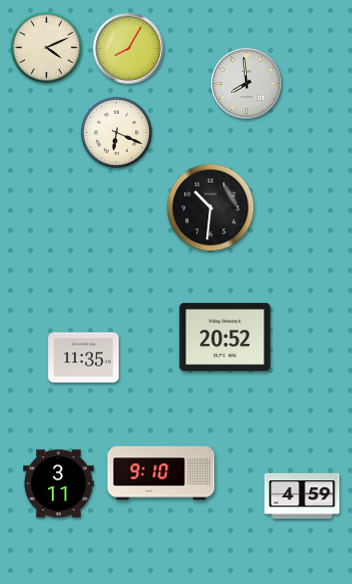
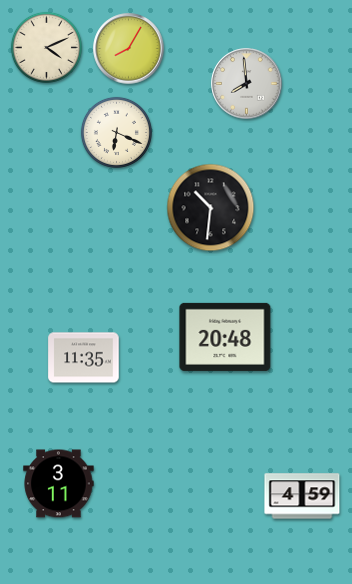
clock at (225, 337): 20:52 -> 20:48
clock at (161, 473): 9:10 -> none
